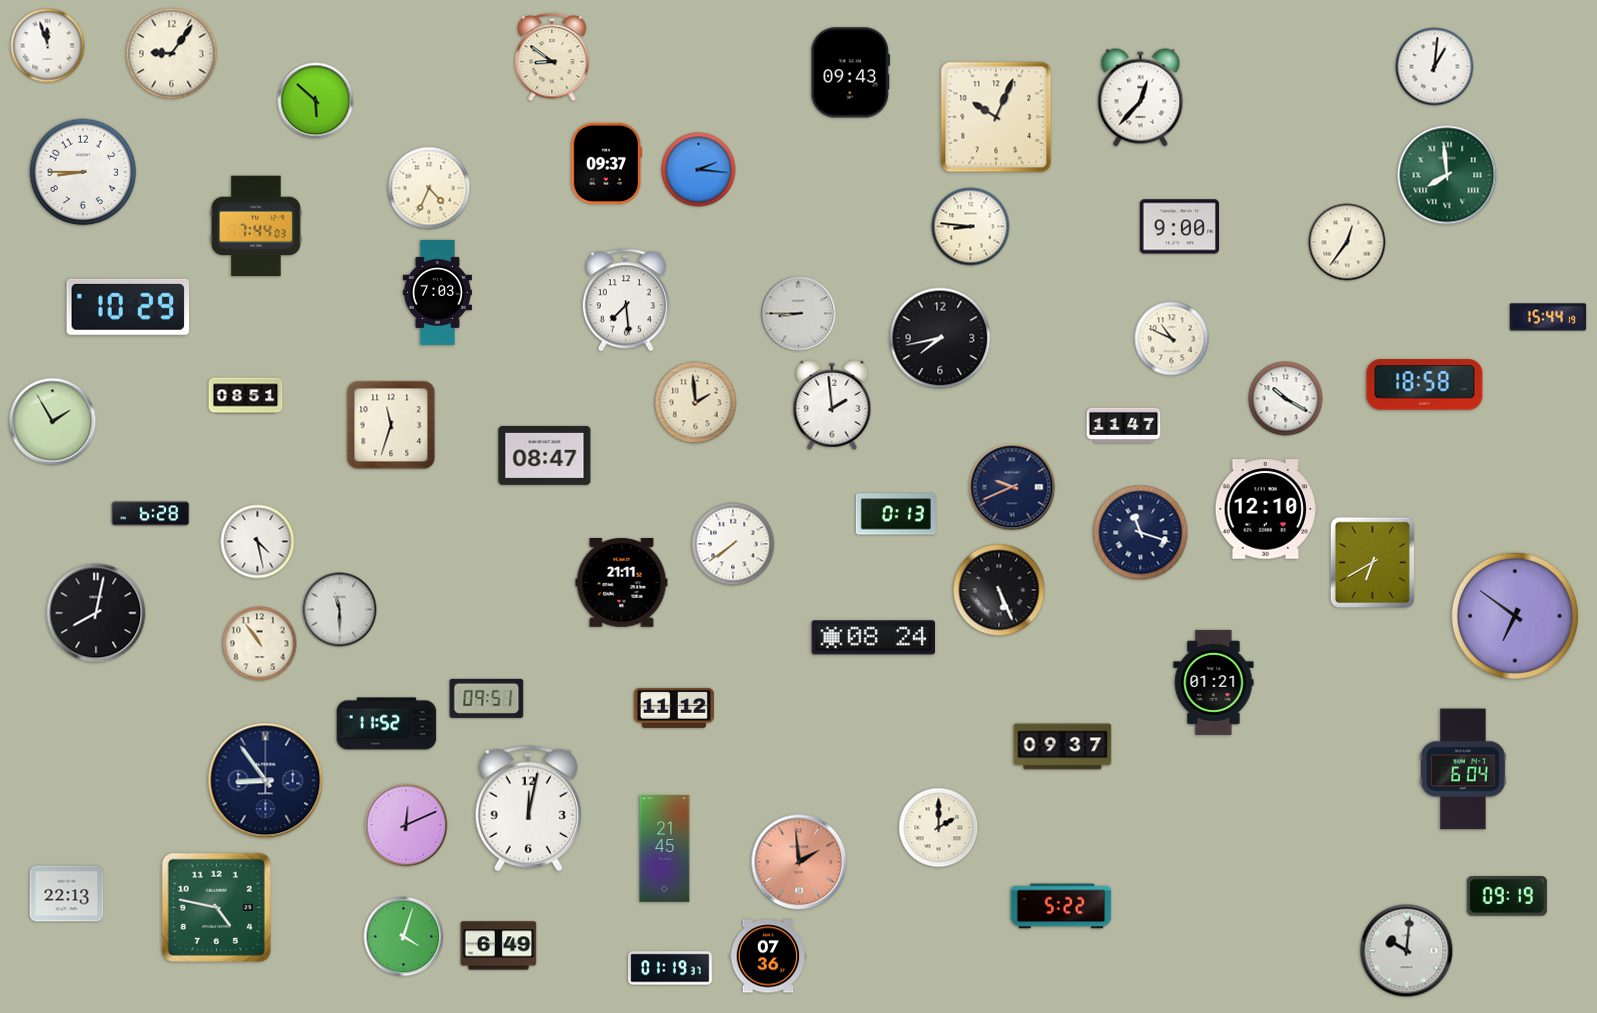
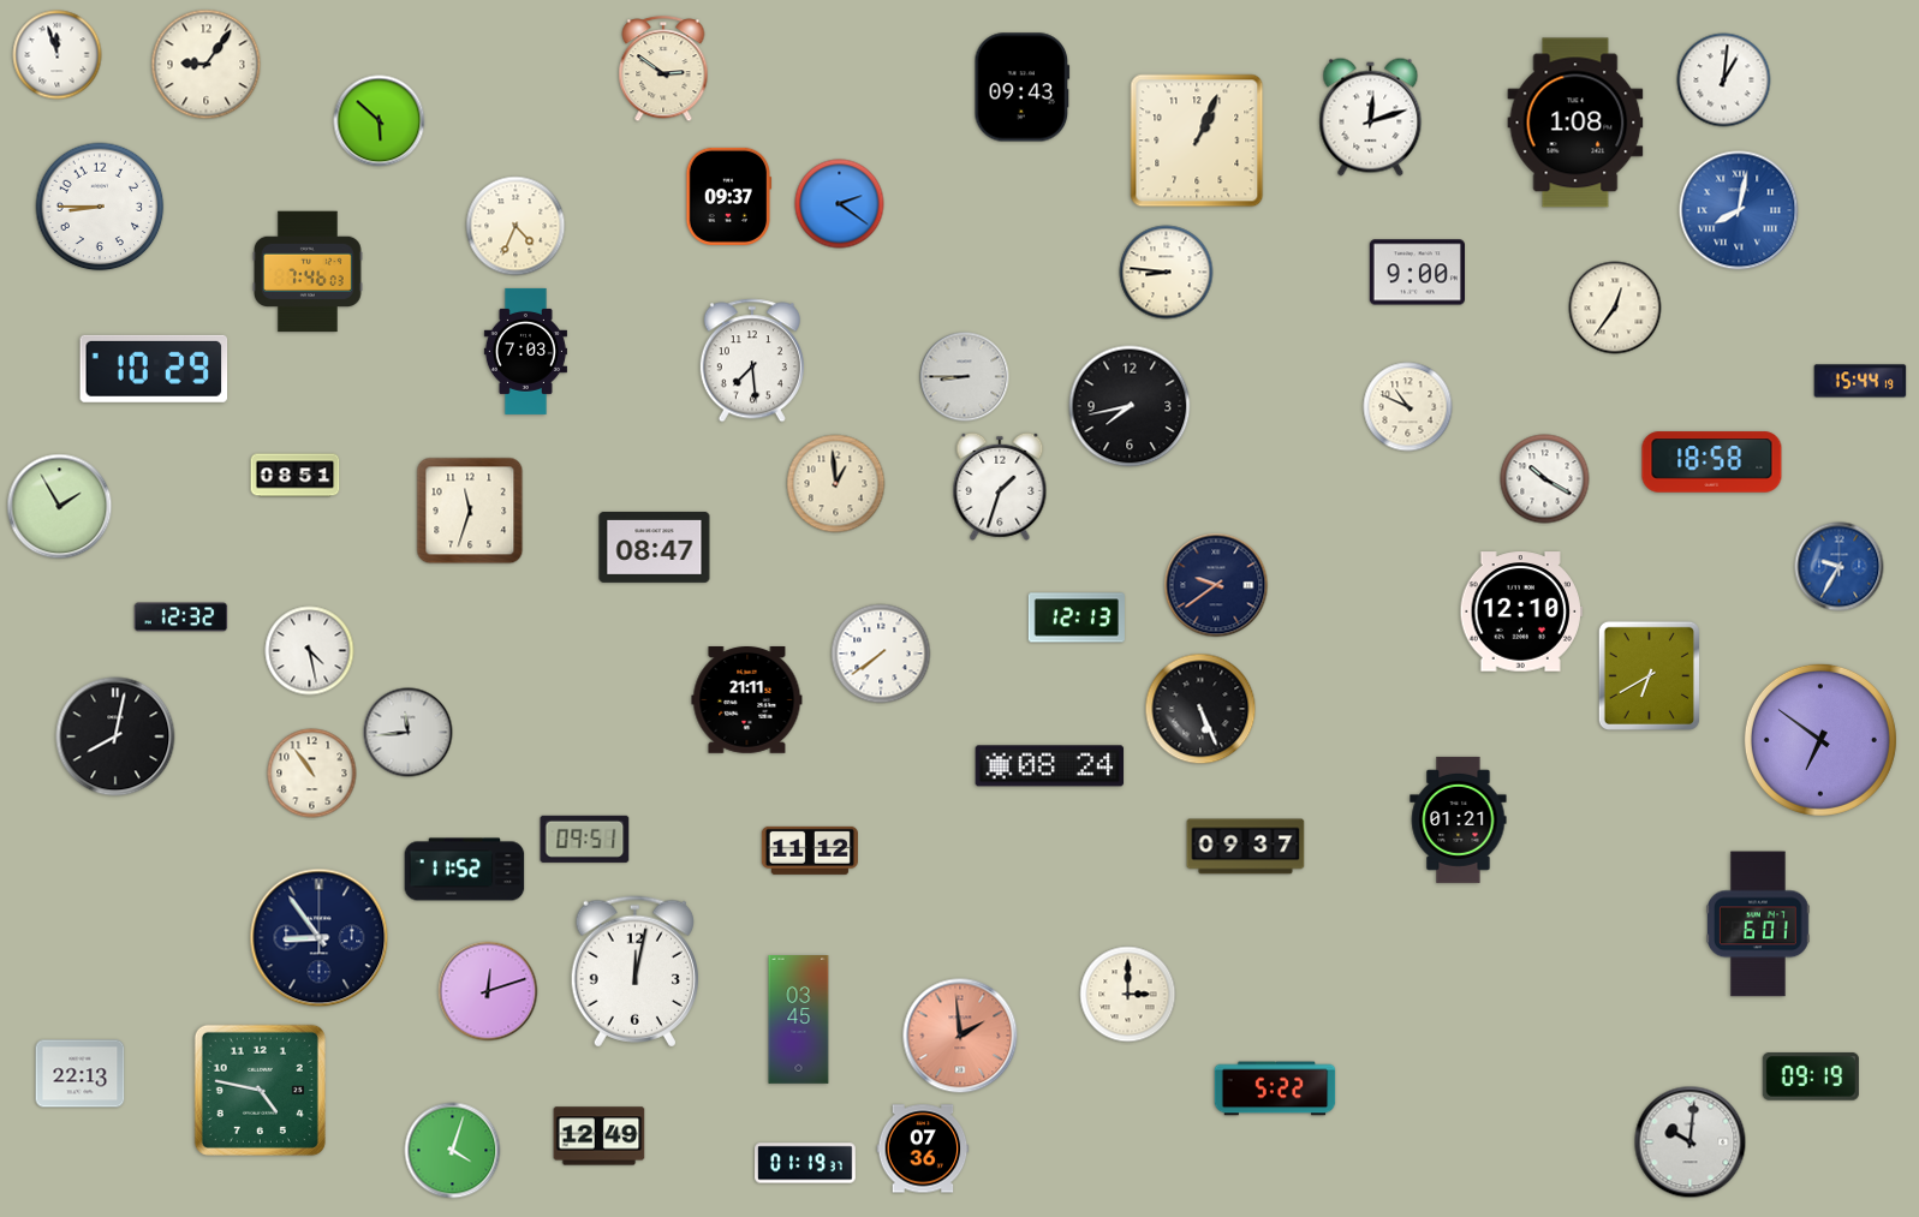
clock at (552, 58): 8:51 -> 2:51
clock at (1141, 98): 12:37 -> 12:12
clock at (1575, 123): none -> 1:08
clock at (996, 117): 10:04 -> 1:04
clock at (699, 170): 2:16 -> 2:21
clock at (1447, 175): 7:59 -> 8:02
clock at (1447, 175) dial: green -> blue
clock at (257, 226): 7:44 -> 7:46
clock at (1347, 242) position: (1347, 242) -> (1615, 308)
clock at (799, 314) position: (799, 314) -> (965, 377)
clock at (696, 403): 1:59 -> 12:59
clock at (832, 405): 1:59 -> 1:33
clock at (53, 422) position: (53, 422) -> (60, 507)
clock at (1124, 425): 11:47 -> none
clock at (1840, 567): none -> 9:35
clock at (1012, 487): 9:41 -> 9:39
clock at (151, 514): 6:28 -> 12:32
clock at (896, 514): 0:13 -> 12:13
clock at (1141, 533): 11:18 -> none
clock at (340, 610): 11:30 -> 11:44
clock at (1063, 747) position: (1063, 747) -> (1246, 847)
clock at (1464, 769): 6:04 -> 6:01
clock at (406, 825): 12:11 -> 12:12
clock at (939, 828): 2:00 -> 3:00
clock at (665, 849): 21:45 -> 03:45
clock at (404, 937) position: (404, 937) -> (453, 1151)
clock at (499, 946): 6:49 -> 12:49
